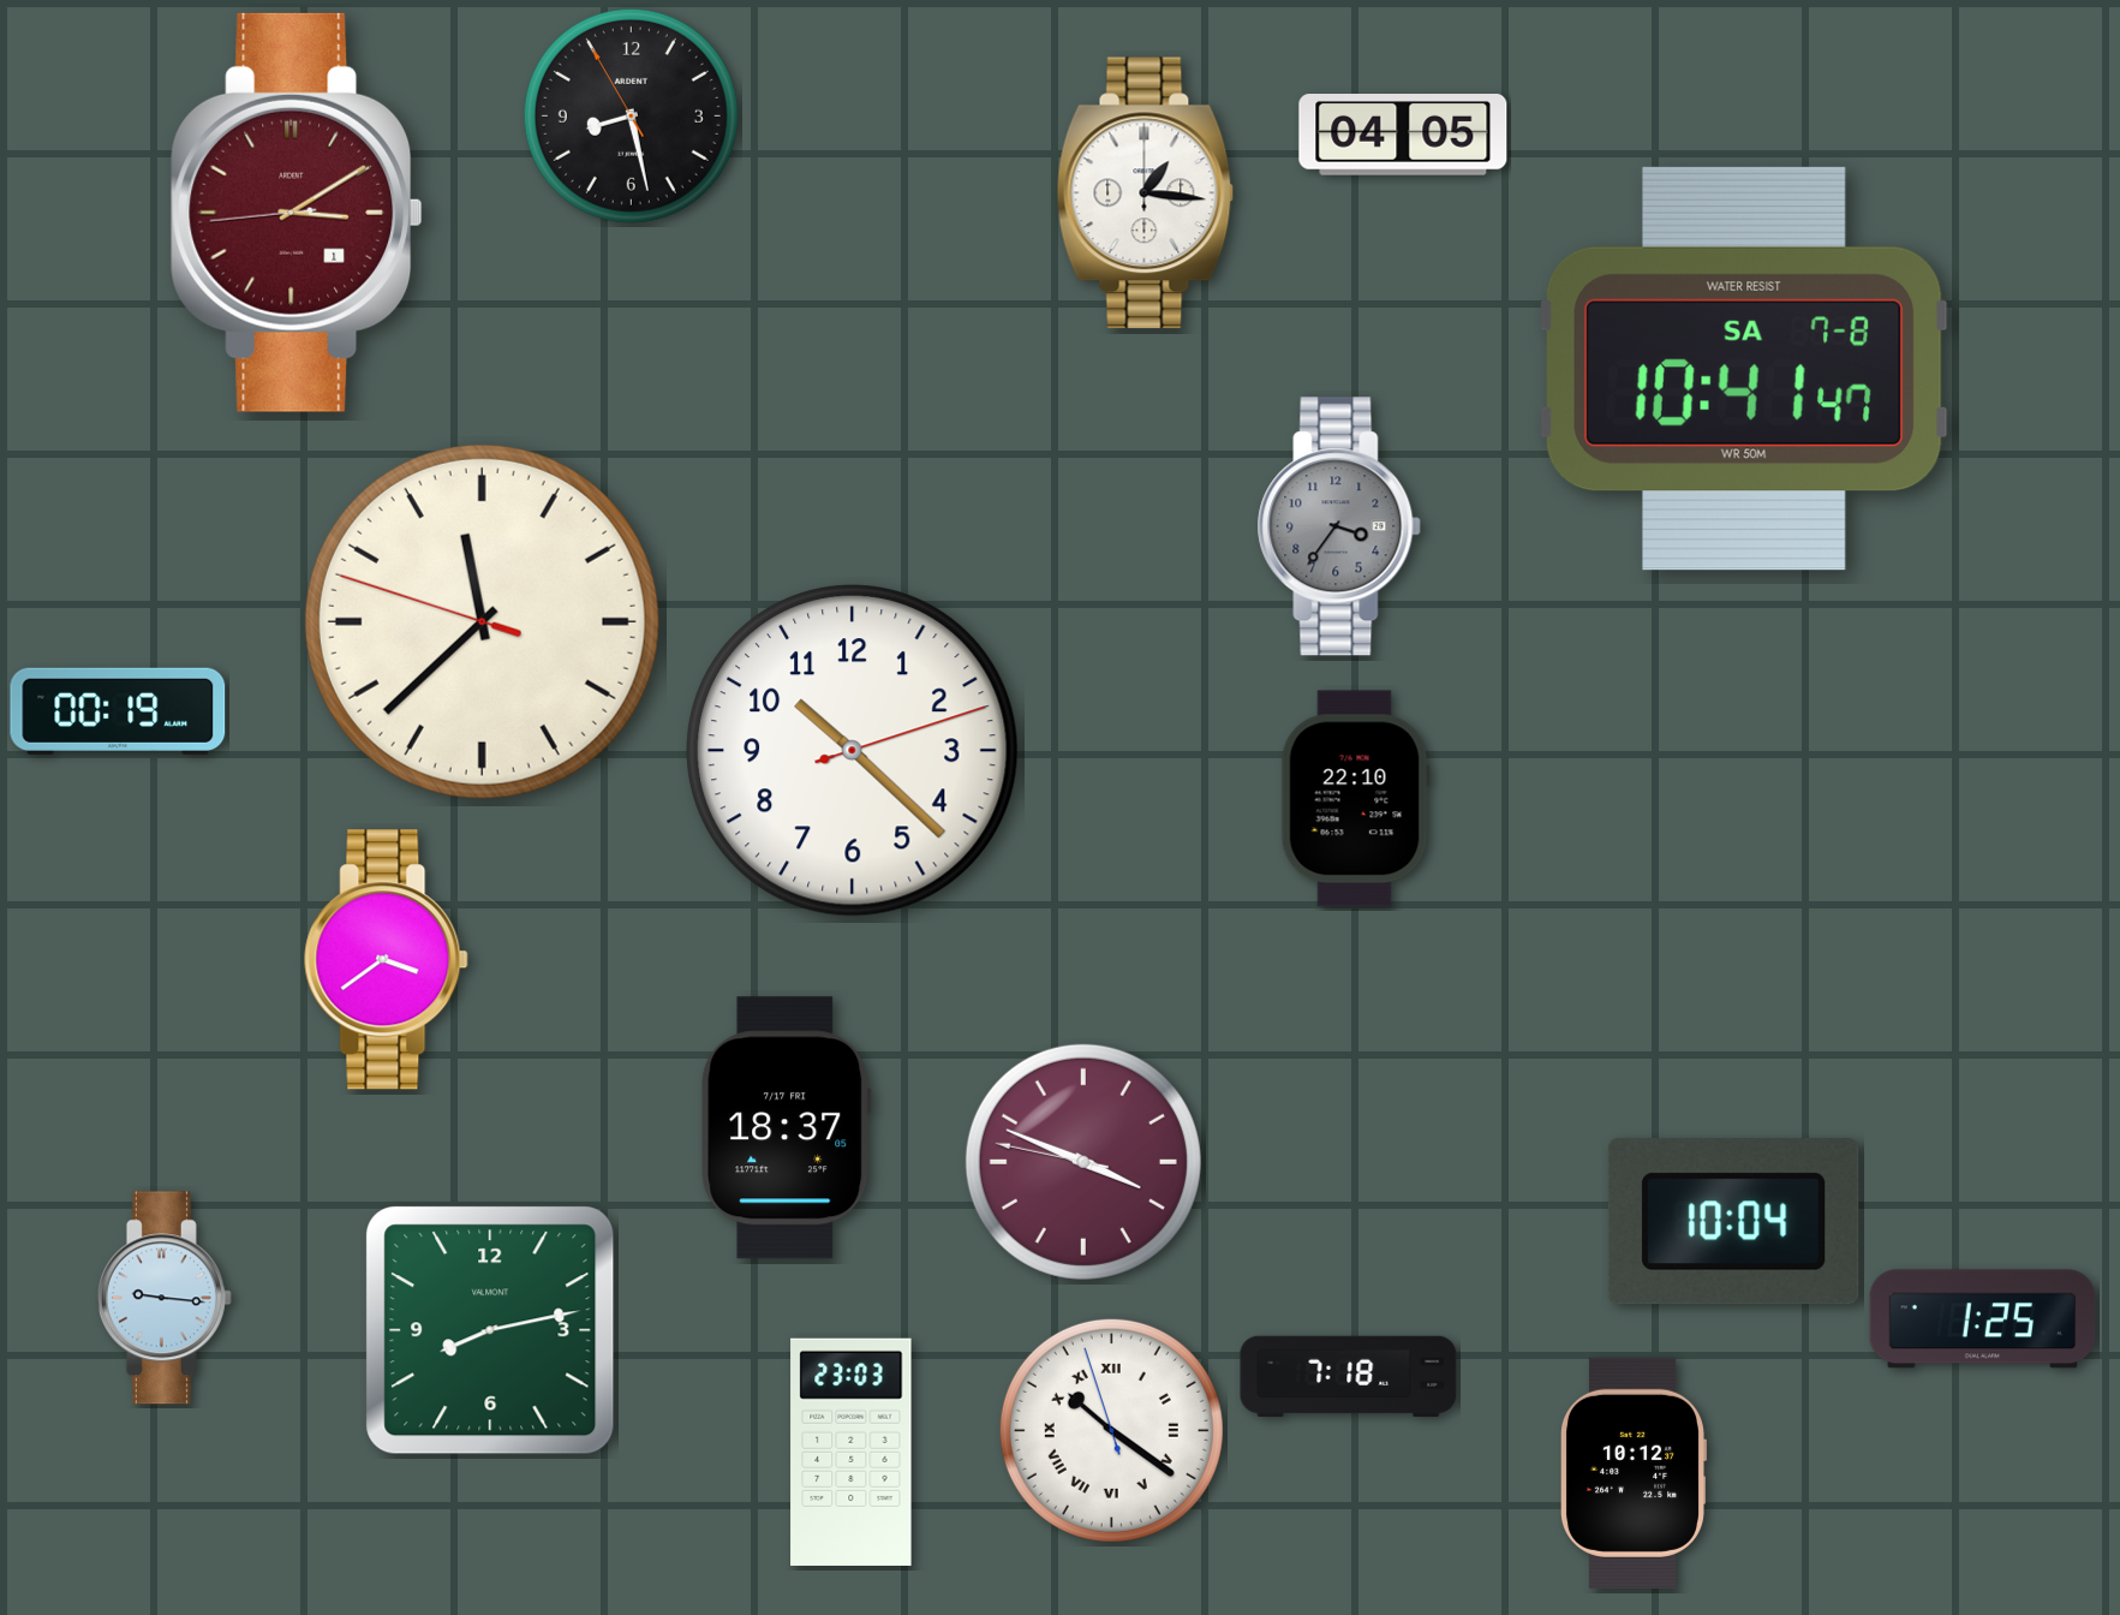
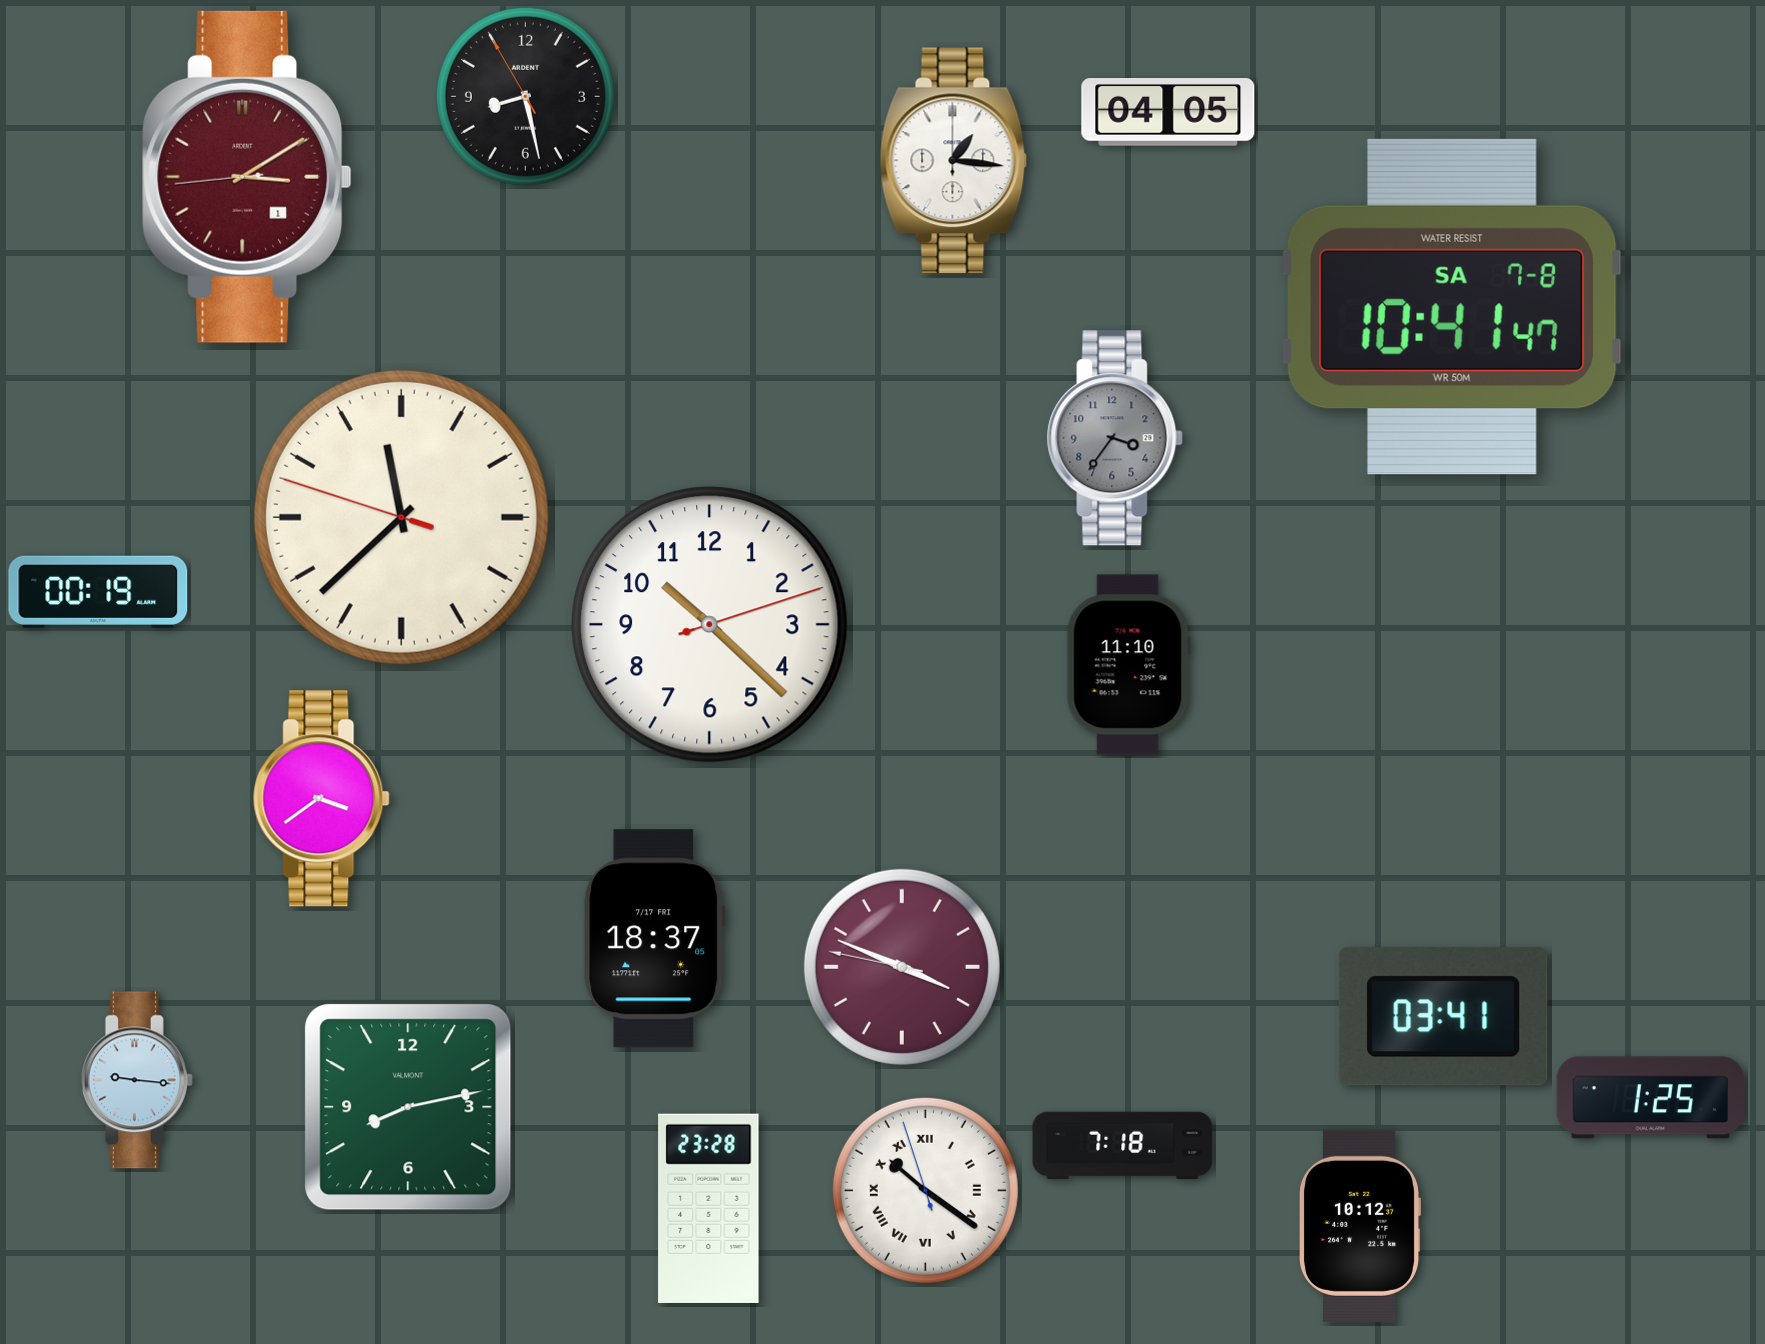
clock at (1355, 799): 22:10 -> 11:10
clock at (1733, 1222): 10:04 -> 03:41
clock at (852, 1452): 23:03 -> 23:28
